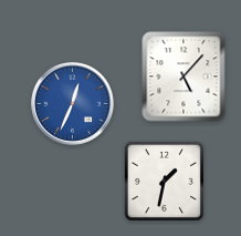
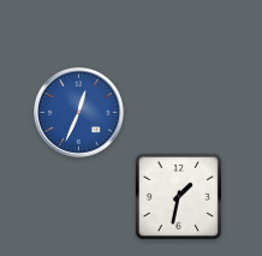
clock at (184, 76): 5:07 -> none
